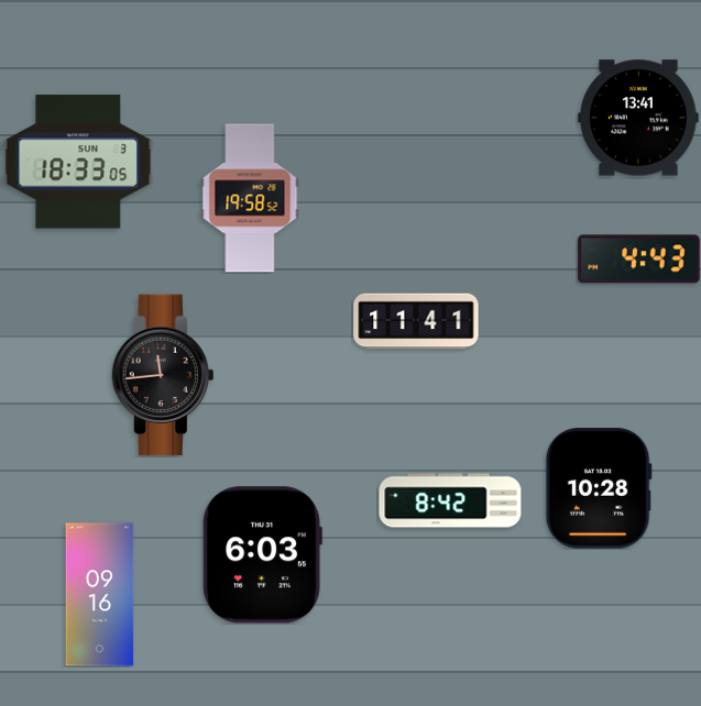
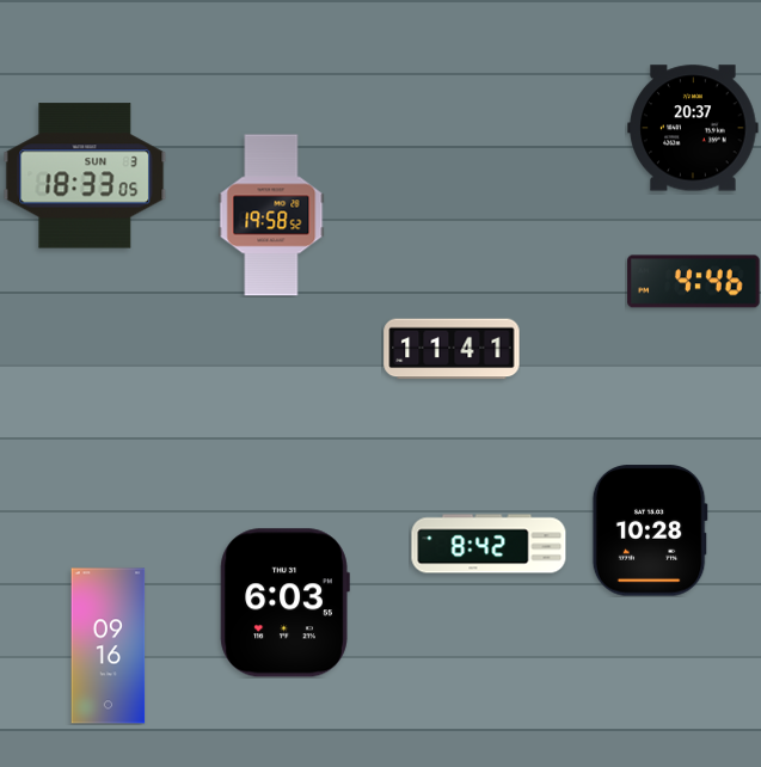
clock at (638, 118): 13:41 -> 20:37
clock at (639, 260): 4:43 -> 4:46
clock at (162, 375): 11:44 -> none
